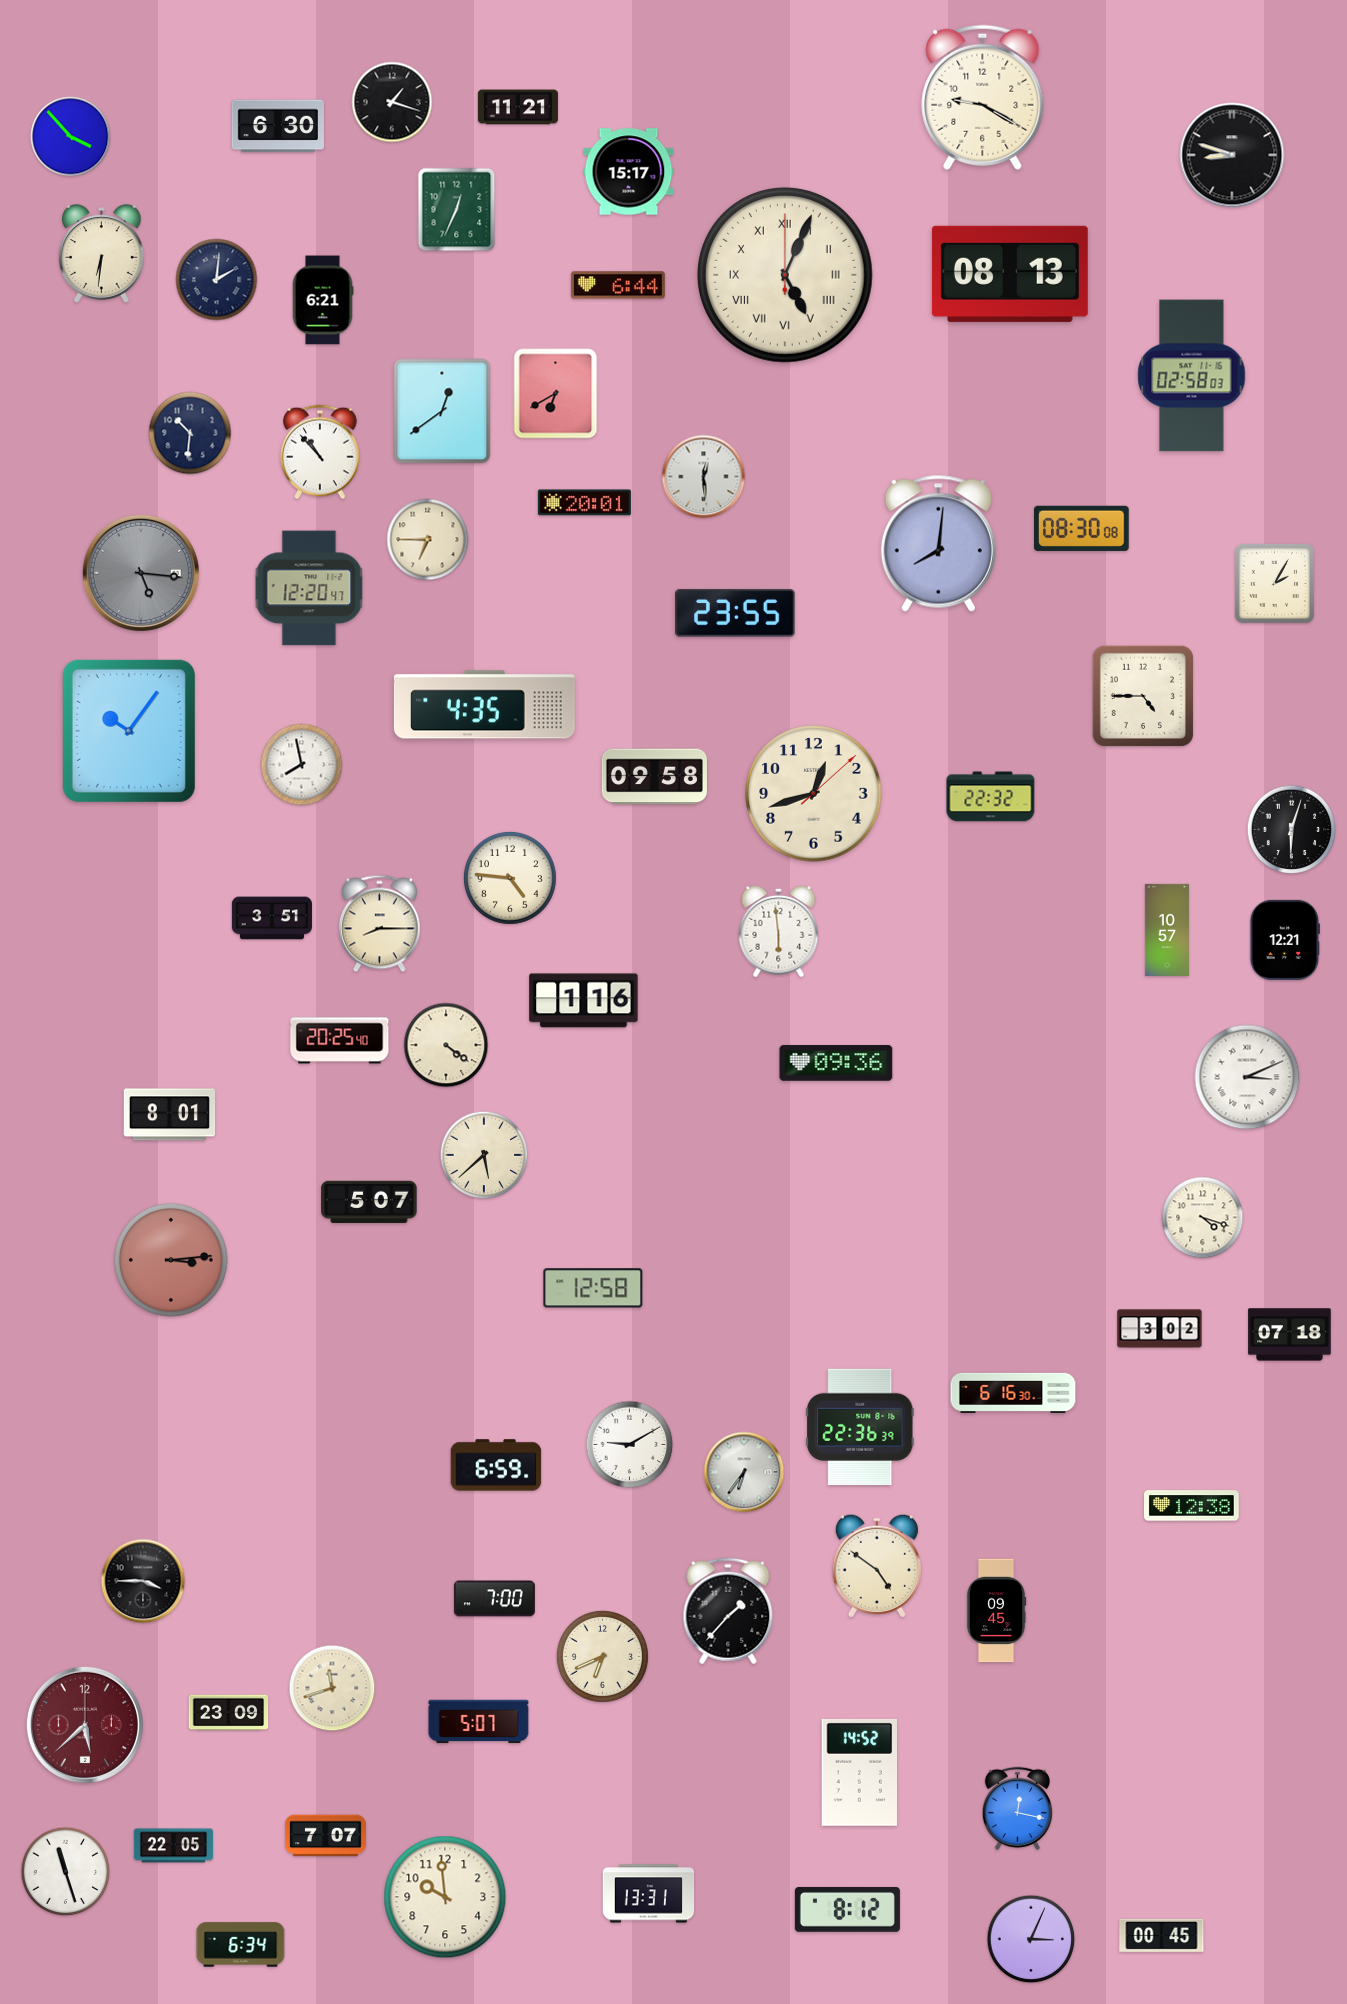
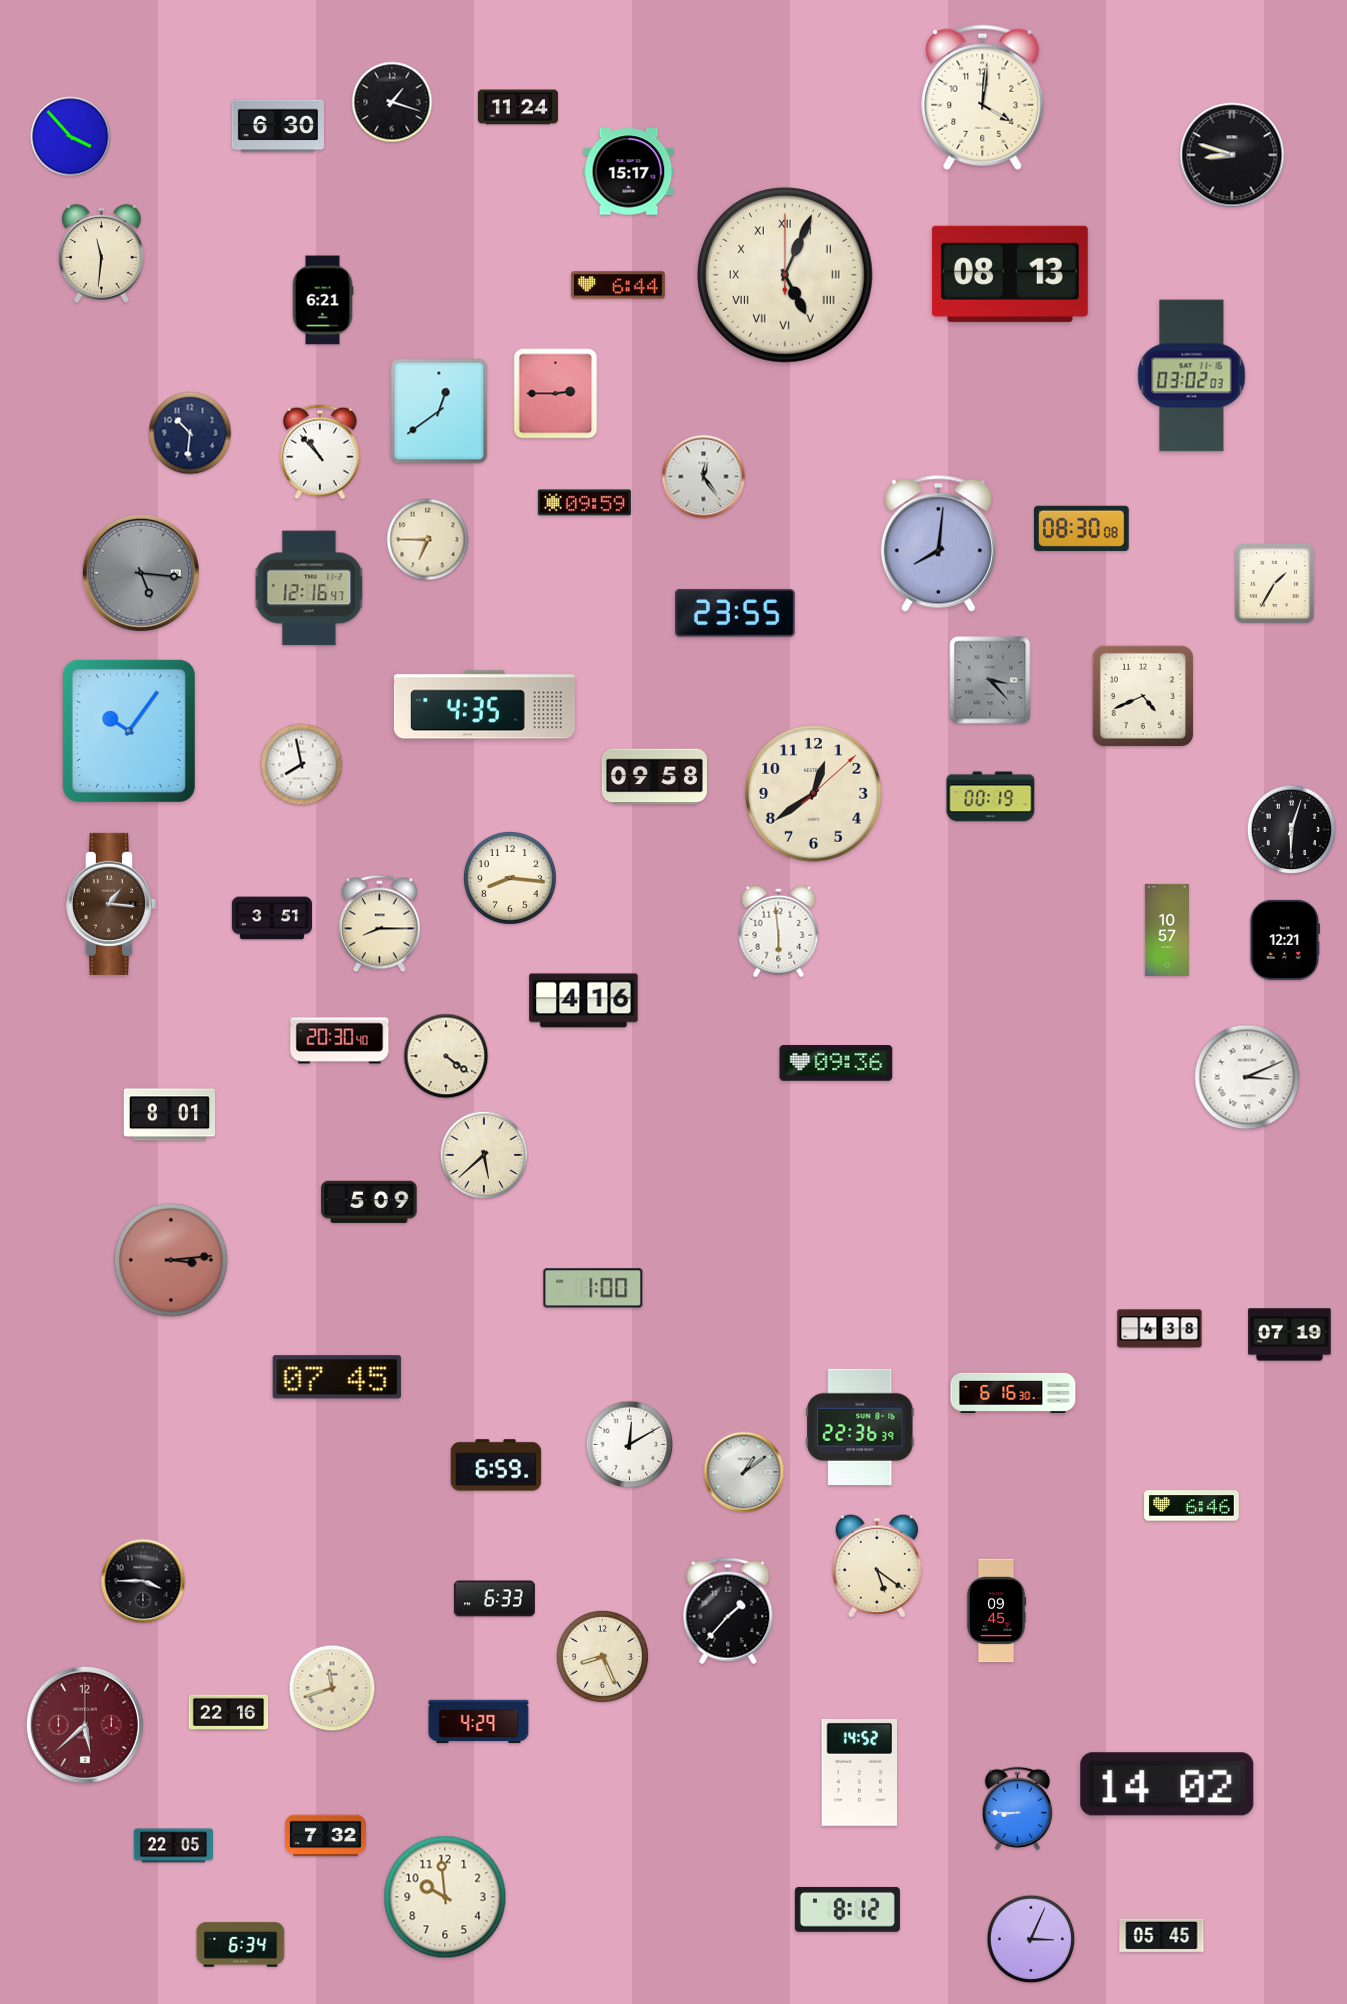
clock at (983, 97): 9:20 -> 4:01
clock at (518, 107): 11:21 -> 11:24
clock at (457, 210): 12:34 -> none
clock at (102, 254): 6:31 -> 11:31
clock at (217, 280): 2:01 -> none
clock at (1192, 376): 02:58 -> 03:02
clock at (556, 394): 6:40 -> 2:45
clock at (442, 411) position: (442, 411) -> (439, 411)
clock at (704, 477): 12:29 -> 12:24
clock at (584, 503): 20:01 -> 09:59
clock at (1274, 583): 2:05 -> 1:35
clock at (309, 588): 12:20 -> 12:16
clock at (990, 680): none -> 3:23
clock at (1143, 696): 4:45 -> 4:41
clock at (814, 794): 12:42 -> 12:39
clock at (991, 797): 22:32 -> 00:19
clock at (510, 878): 4:46 -> 8:16
clock at (111, 904): none -> 1:16
clock at (584, 1001): 1:16 -> 4:16
clock at (340, 1041): 20:25 -> 20:30
clock at (446, 1045) position: (446, 1045) -> (446, 1056)
clock at (369, 1202): 5:07 -> 5:09
clock at (1203, 1218): 4:18 -> none
clock at (593, 1288): 12:58 -> 1:00
clock at (1160, 1329): 3:02 -> 4:38
clock at (1290, 1335): 07:18 -> 07:19
clock at (337, 1377): none -> 07:45
clock at (630, 1445): 9:10 -> 12:10
clock at (744, 1472): 6:36 -> 1:09
clock at (1192, 1506): 12:38 -> 6:46
clock at (877, 1566): 4:51 -> 5:21
clock at (494, 1599): 7:00 -> 6:33
clock at (602, 1656): 6:41 -> 8:26
clock at (229, 1713): 23:09 -> 22:16
clock at (479, 1722): 5:07 -> 4:29
clock at (1167, 1784): none -> 14:02
clock at (1017, 1808): 12:17 -> 8:45
clock at (325, 1836): 7:07 -> 7:32
clock at (66, 1872): 11:27 -> none
clock at (649, 1894): 13:31 -> none
clock at (1162, 1936): 00:45 -> 05:45
